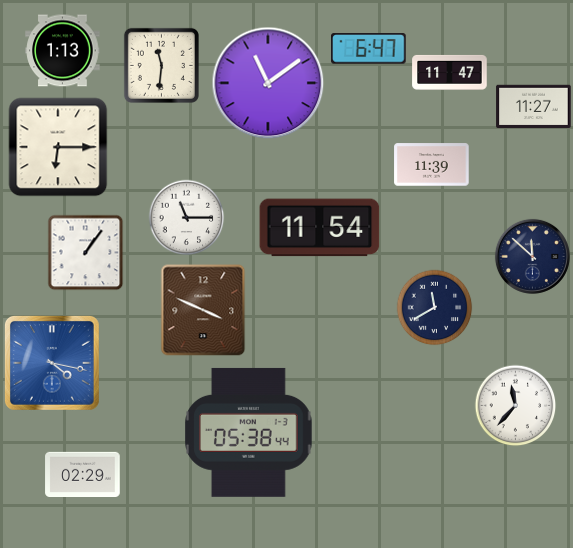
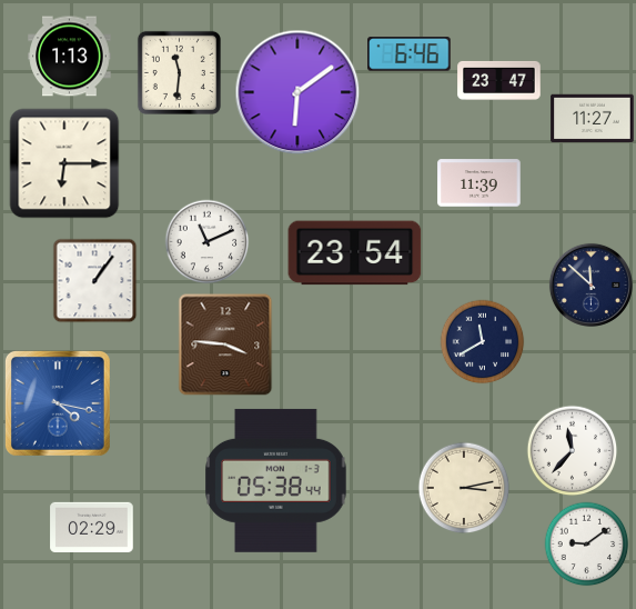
clock at (369, 49): 6:47 -> 6:46
clock at (450, 72): 11:47 -> 23:47
clock at (268, 83): 11:09 -> 6:09
clock at (187, 218): 11:15 -> 11:11
clock at (320, 228): 11:54 -> 23:54
clock at (203, 310): 3:49 -> 3:46
clock at (464, 488): none -> 3:13
clock at (587, 545): none -> 9:09
